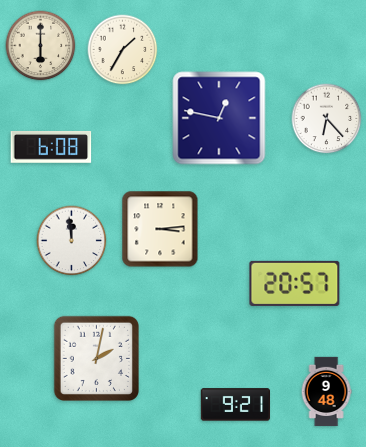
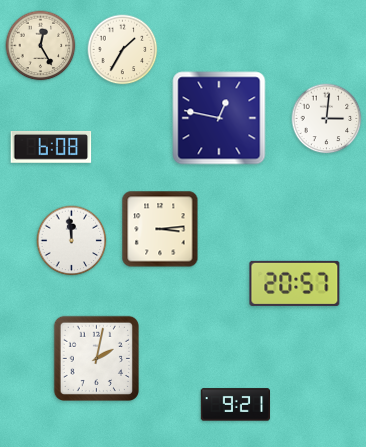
clock at (41, 46): 6:00 -> 12:25
clock at (327, 119): 6:23 -> 3:01
clock at (326, 392): 9:48 -> none
